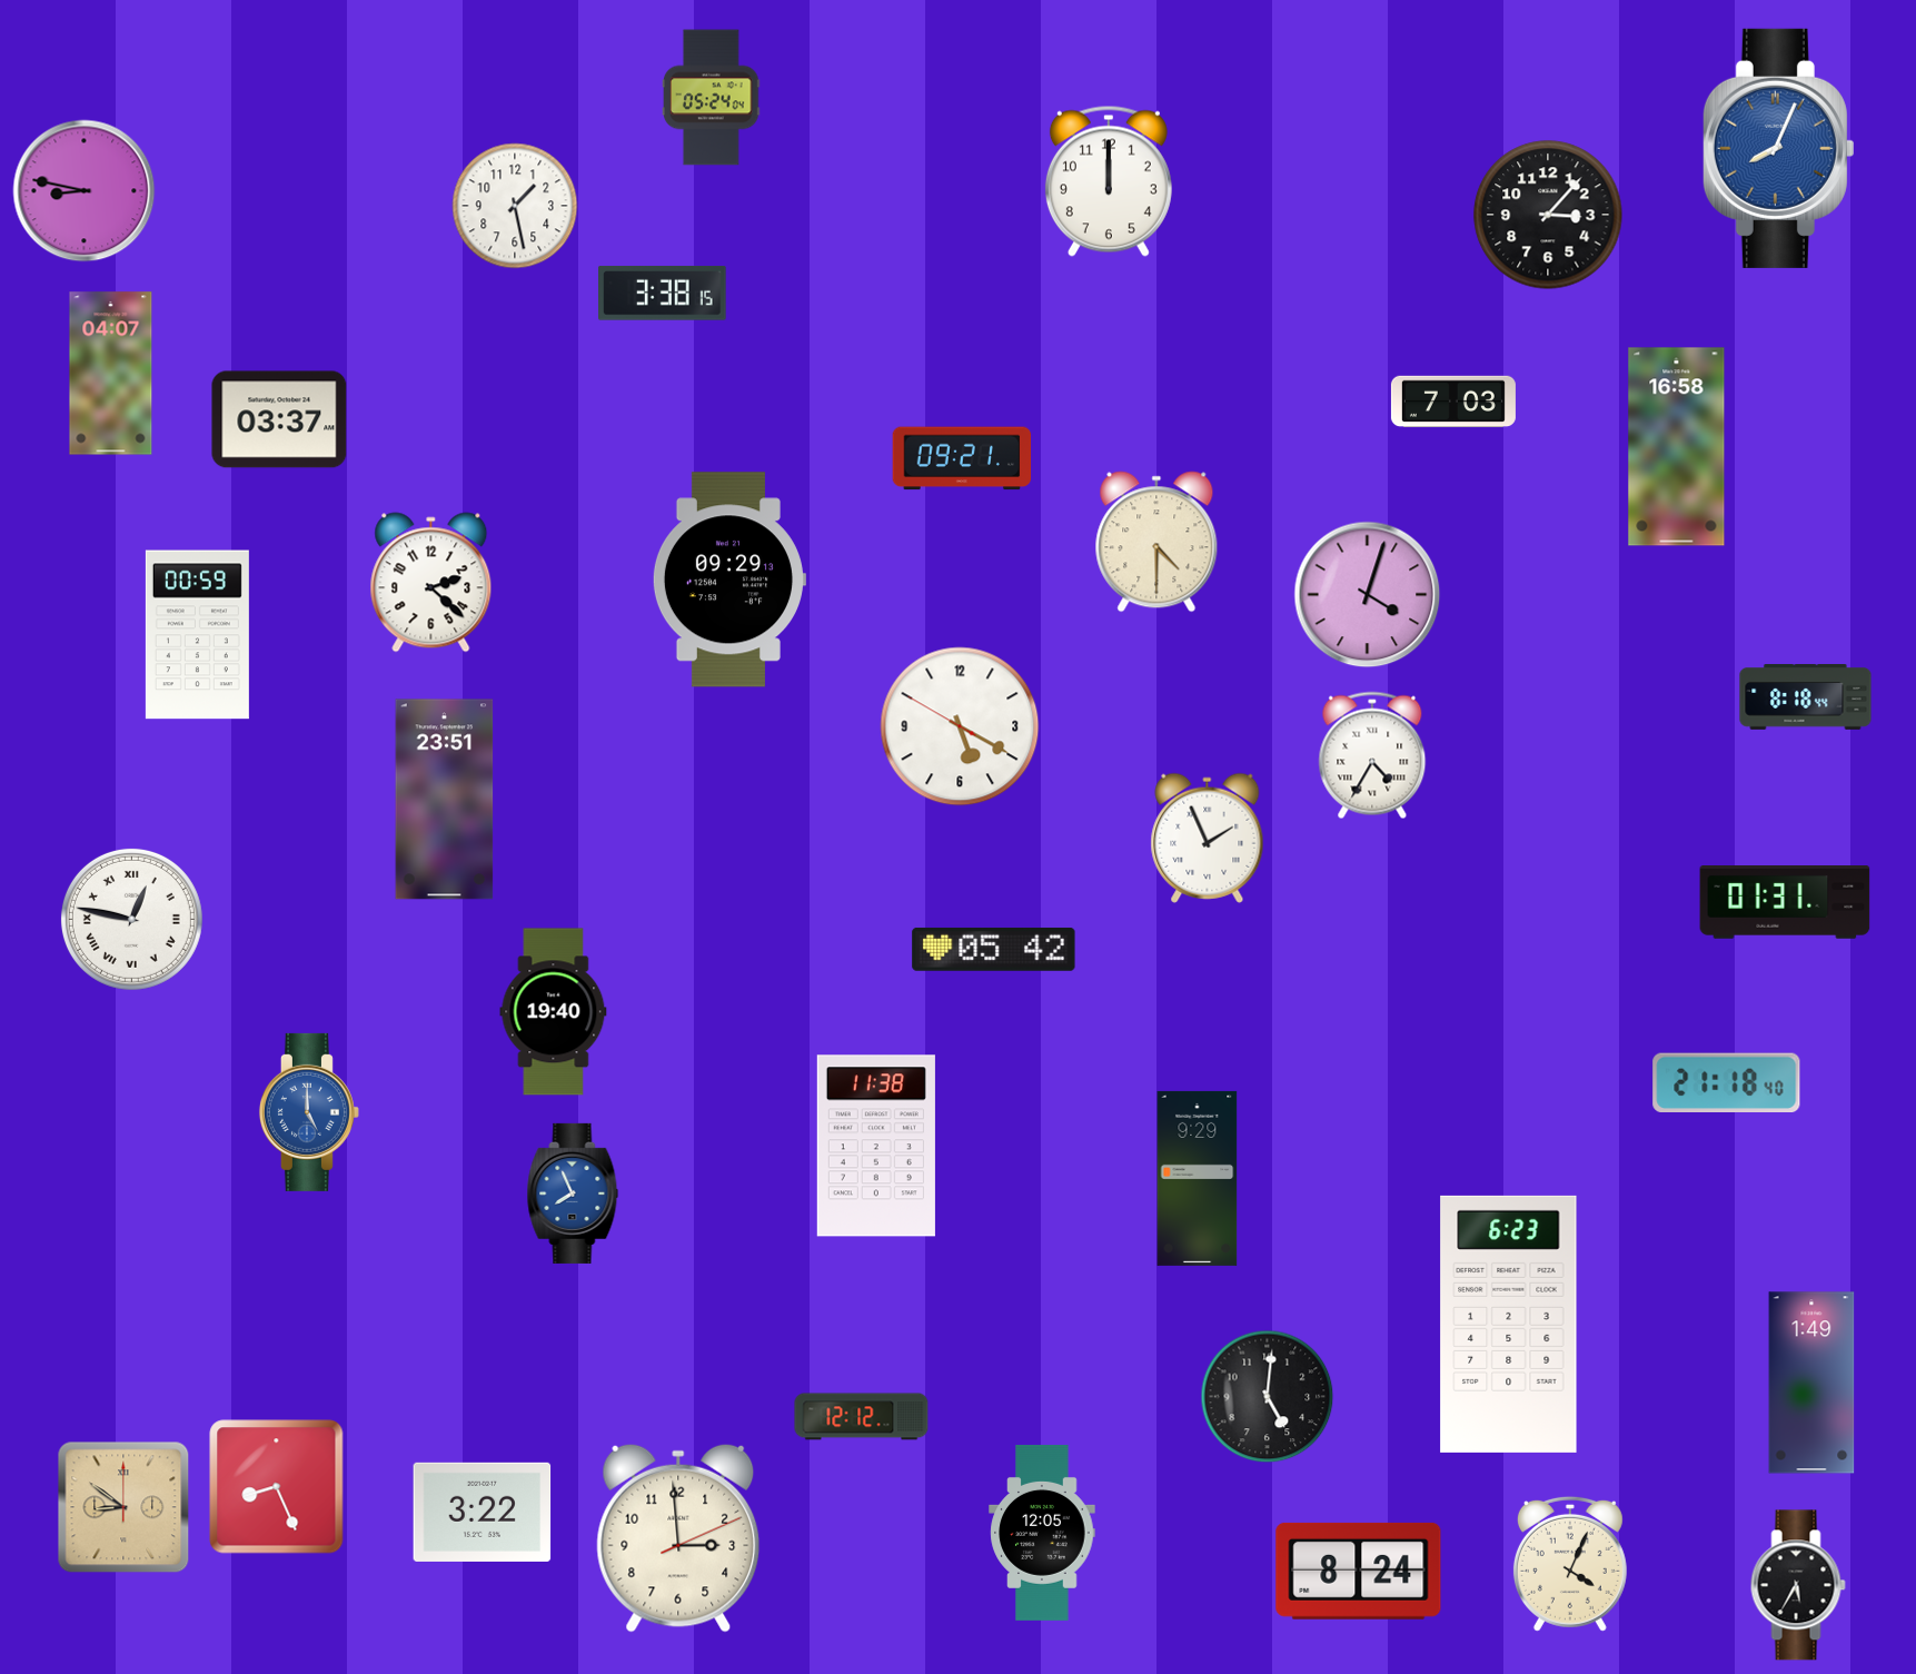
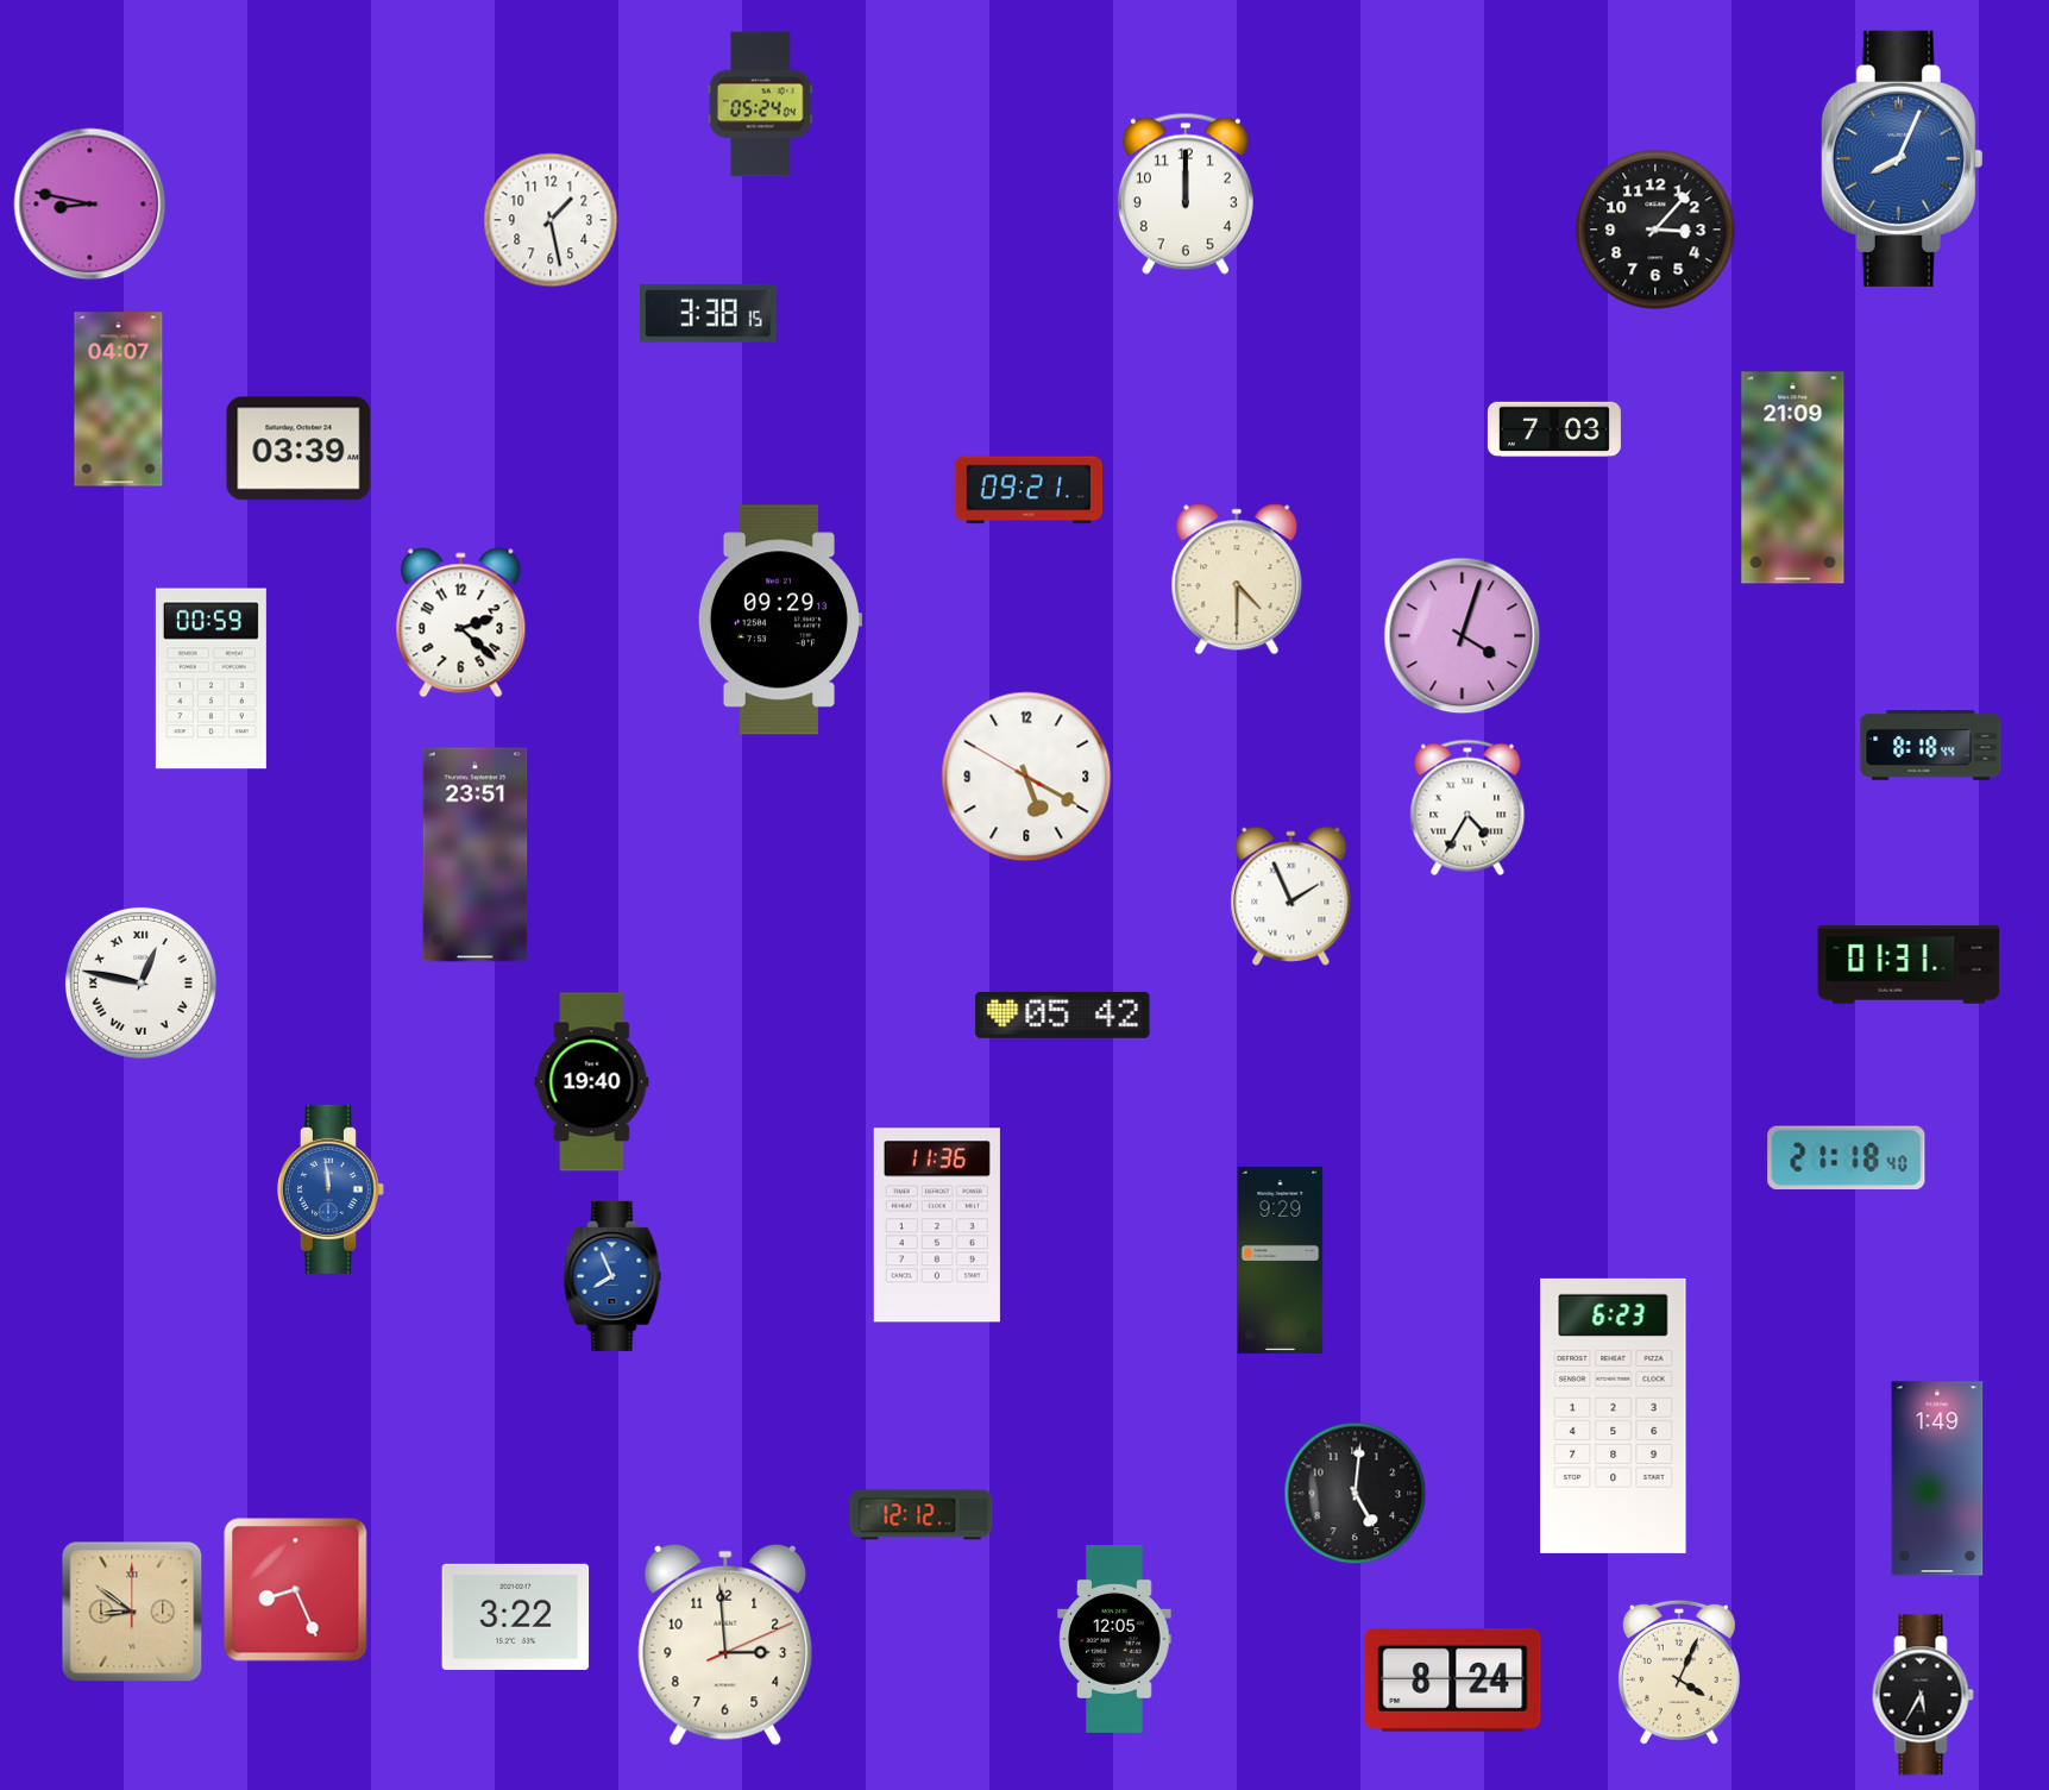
clock at (279, 419): 03:37 -> 03:39
clock at (1677, 447): 16:58 -> 21:09
clock at (309, 1112): 5:00 -> 11:59
clock at (876, 1146): 11:38 -> 11:36
